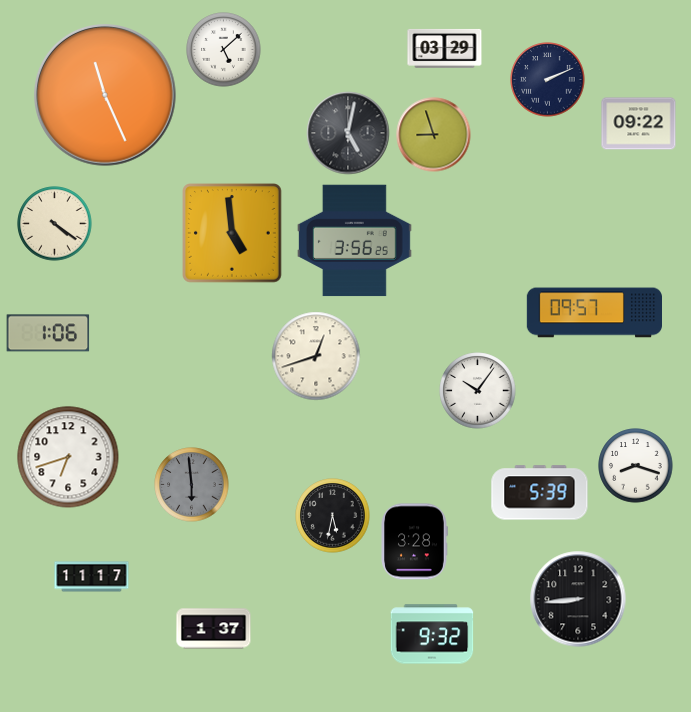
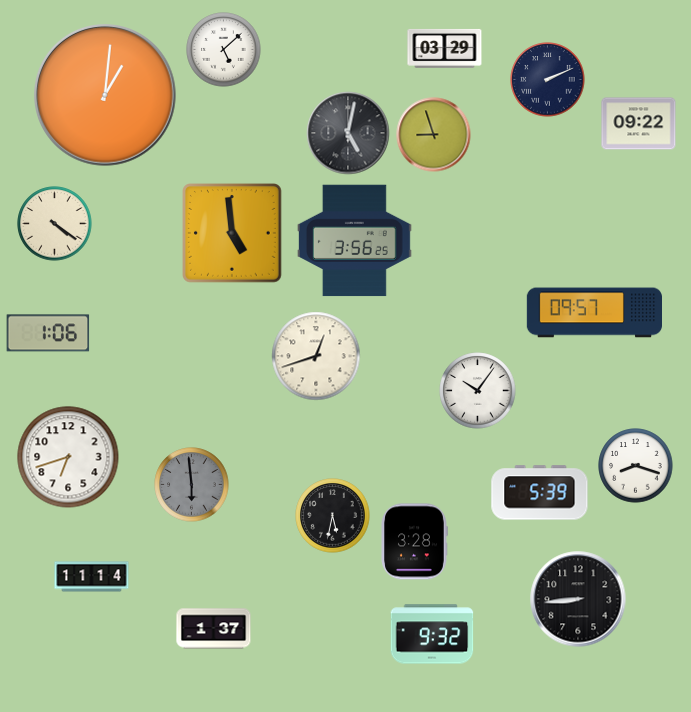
clock at (106, 96): 11:26 -> 1:01
clock at (92, 577): 11:17 -> 11:14
